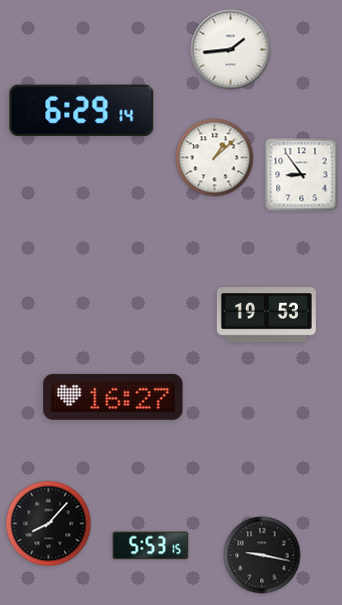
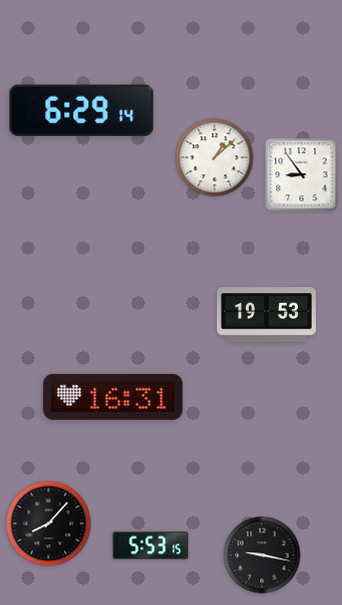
clock at (231, 50): 1:44 -> none
clock at (113, 397): 16:27 -> 16:31
